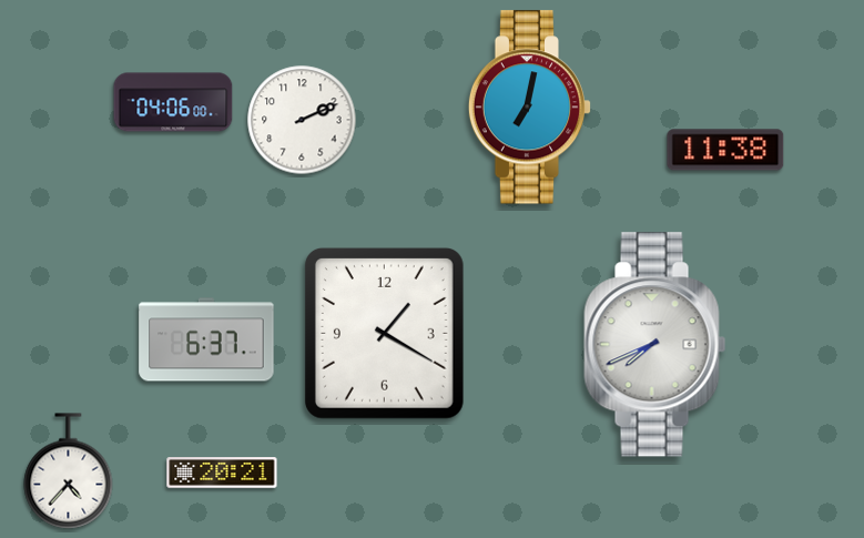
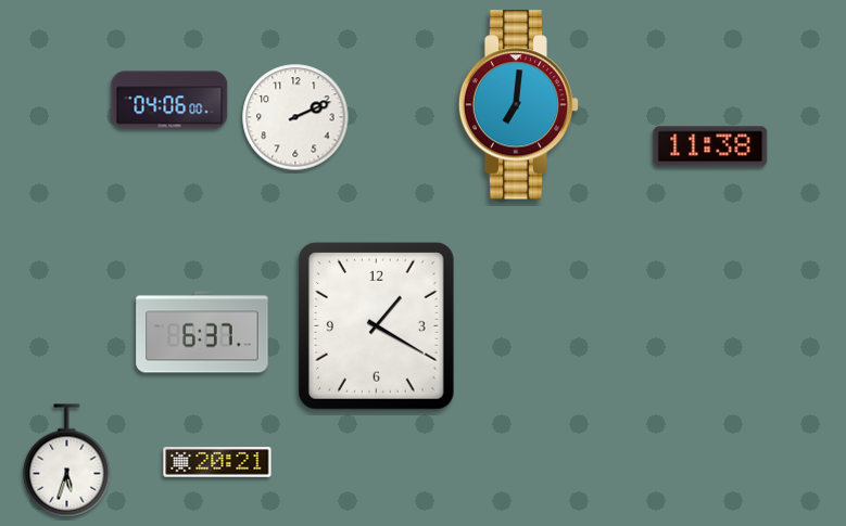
clock at (530, 108): 7:02 -> 7:01
clock at (655, 345): 7:41 -> none
clock at (69, 471): 4:37 -> 5:33
